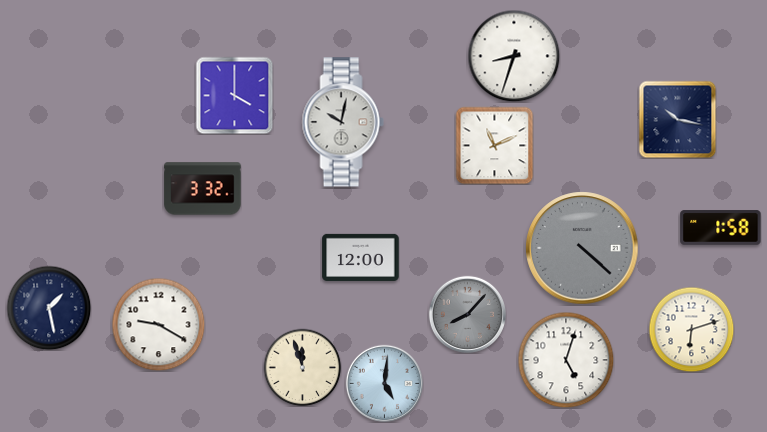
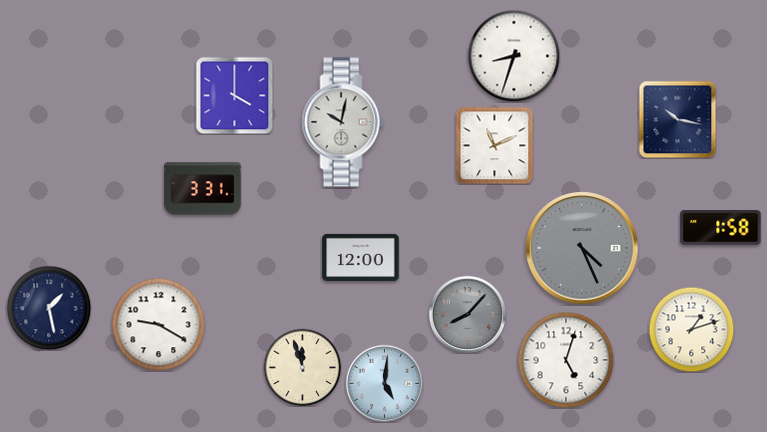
clock at (203, 189): 3:32 -> 3:31
clock at (582, 248): 4:22 -> 4:26
clock at (691, 329): 6:12 -> 1:12
